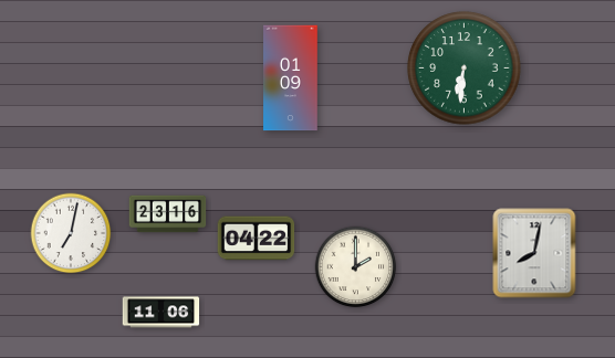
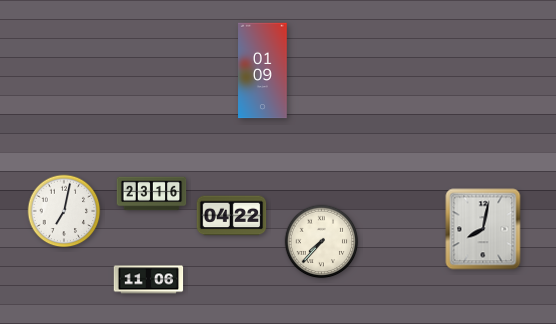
clock at (465, 69): 6:31 -> none
clock at (356, 267): 2:00 -> 7:37
clock at (161, 313) position: (161, 313) -> (149, 280)
